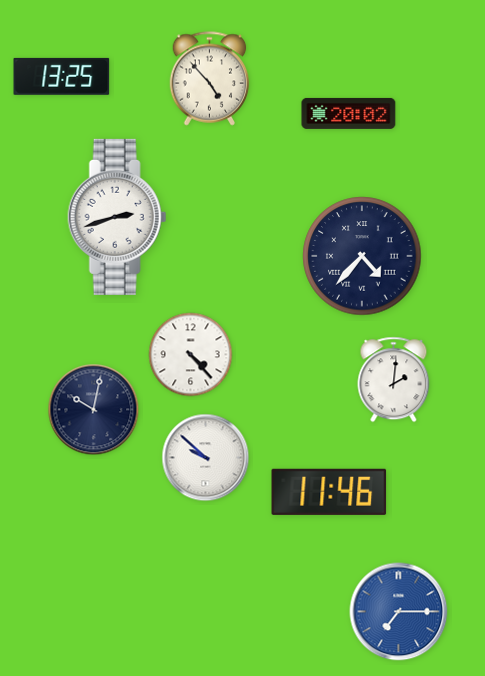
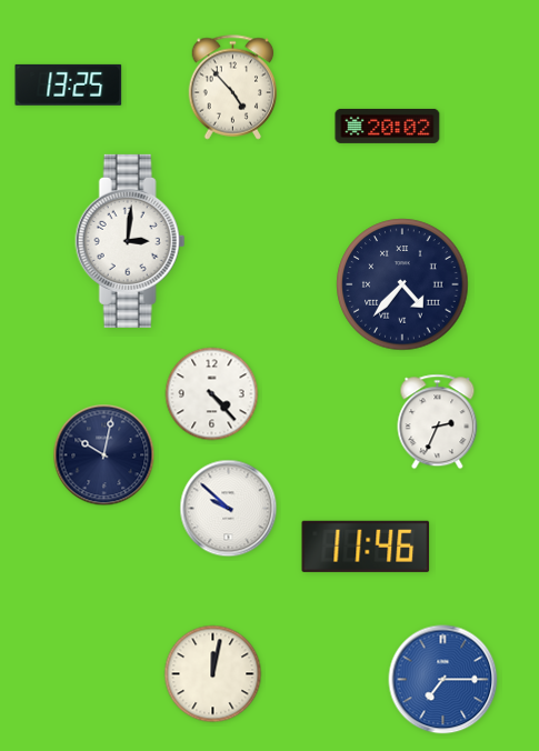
clock at (117, 217): 2:42 -> 3:01
clock at (394, 380): 2:01 -> 2:34
clock at (213, 674): none -> 12:02
